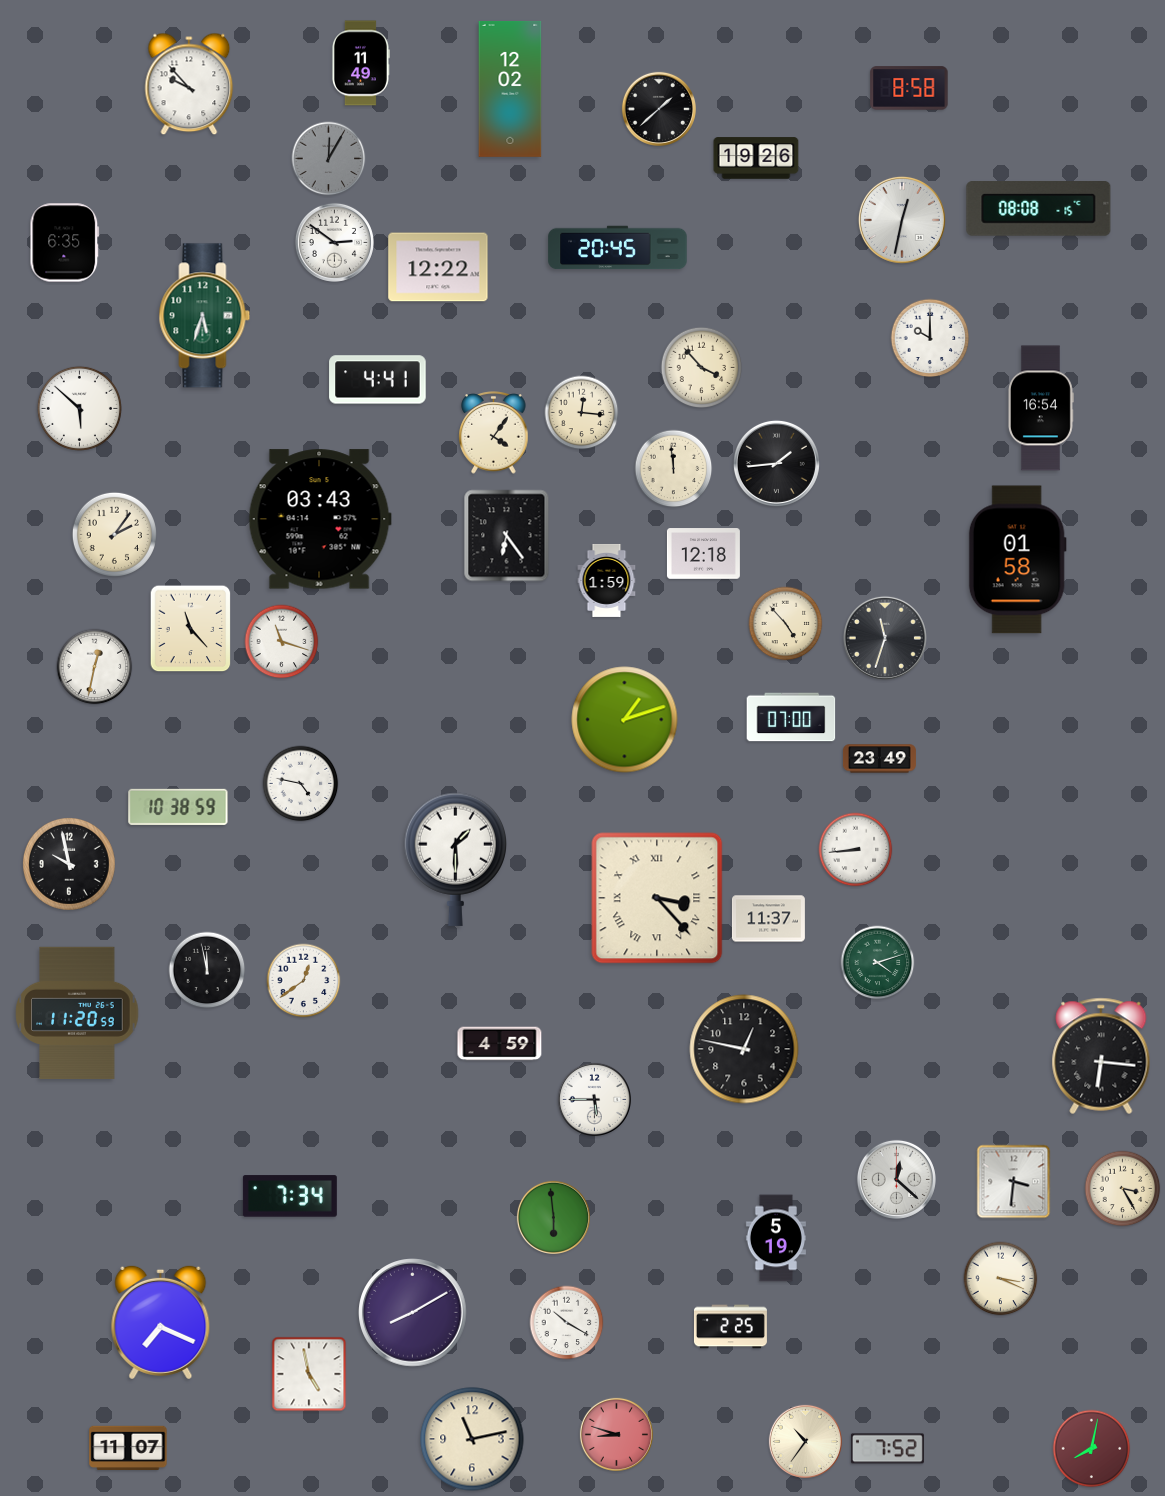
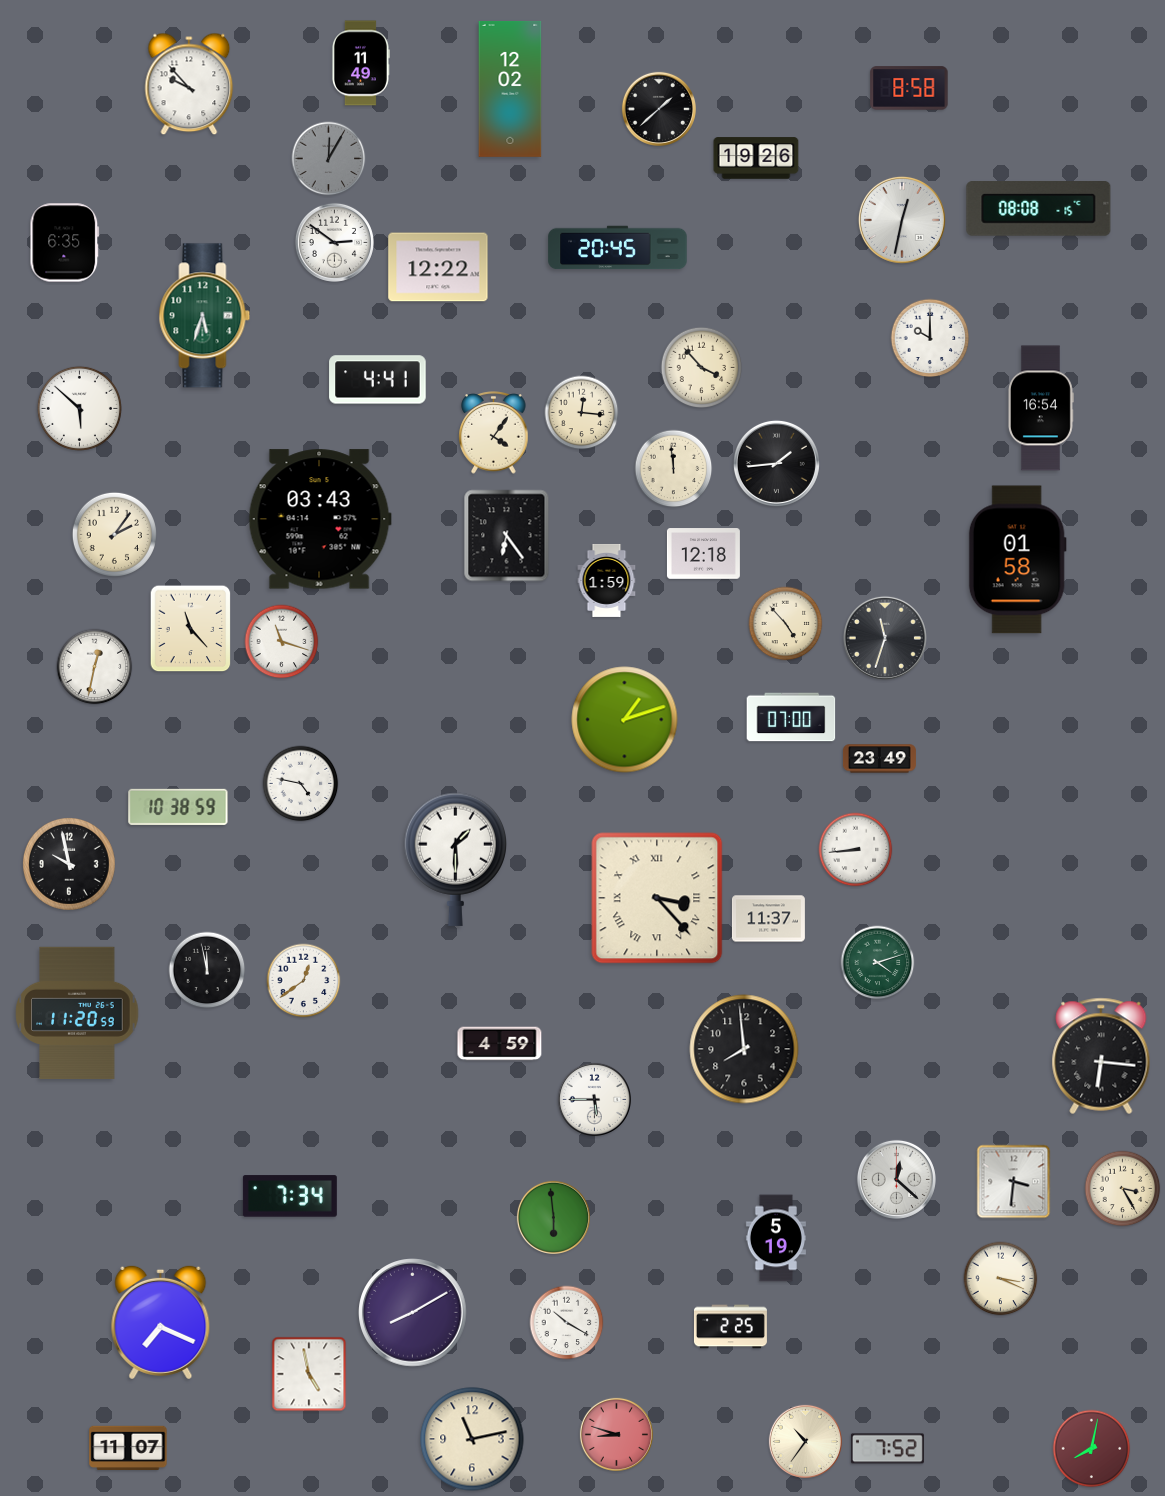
clock at (744, 1049): 12:47 -> 7:59
